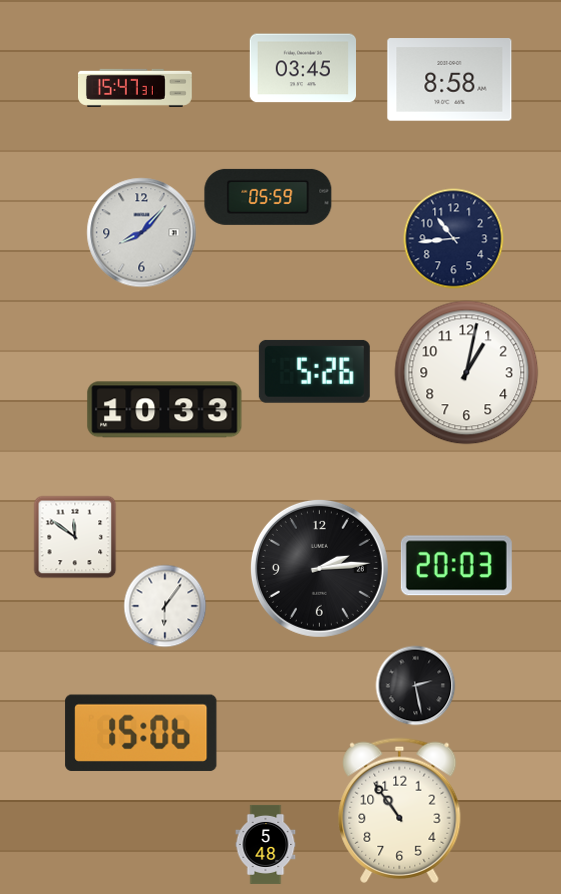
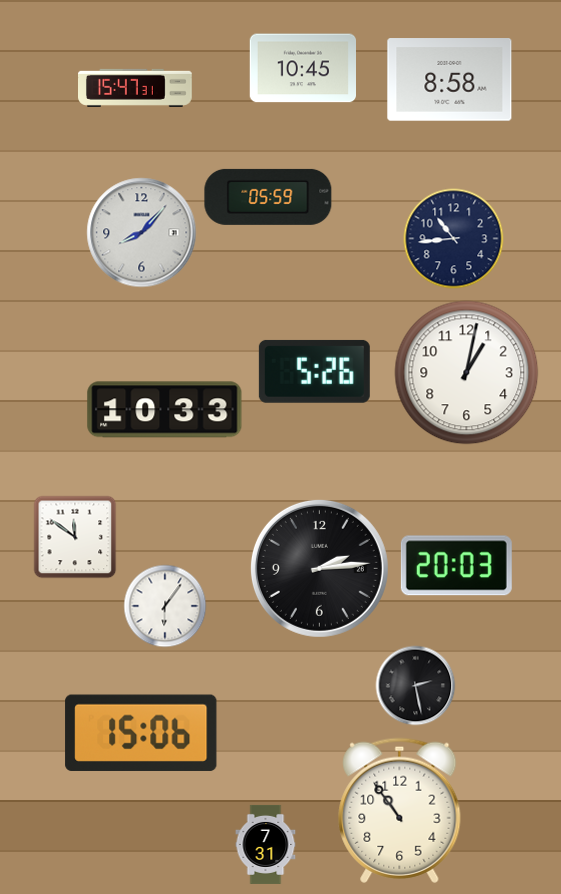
clock at (302, 68): 03:45 -> 10:45
clock at (266, 844): 5:48 -> 7:31
